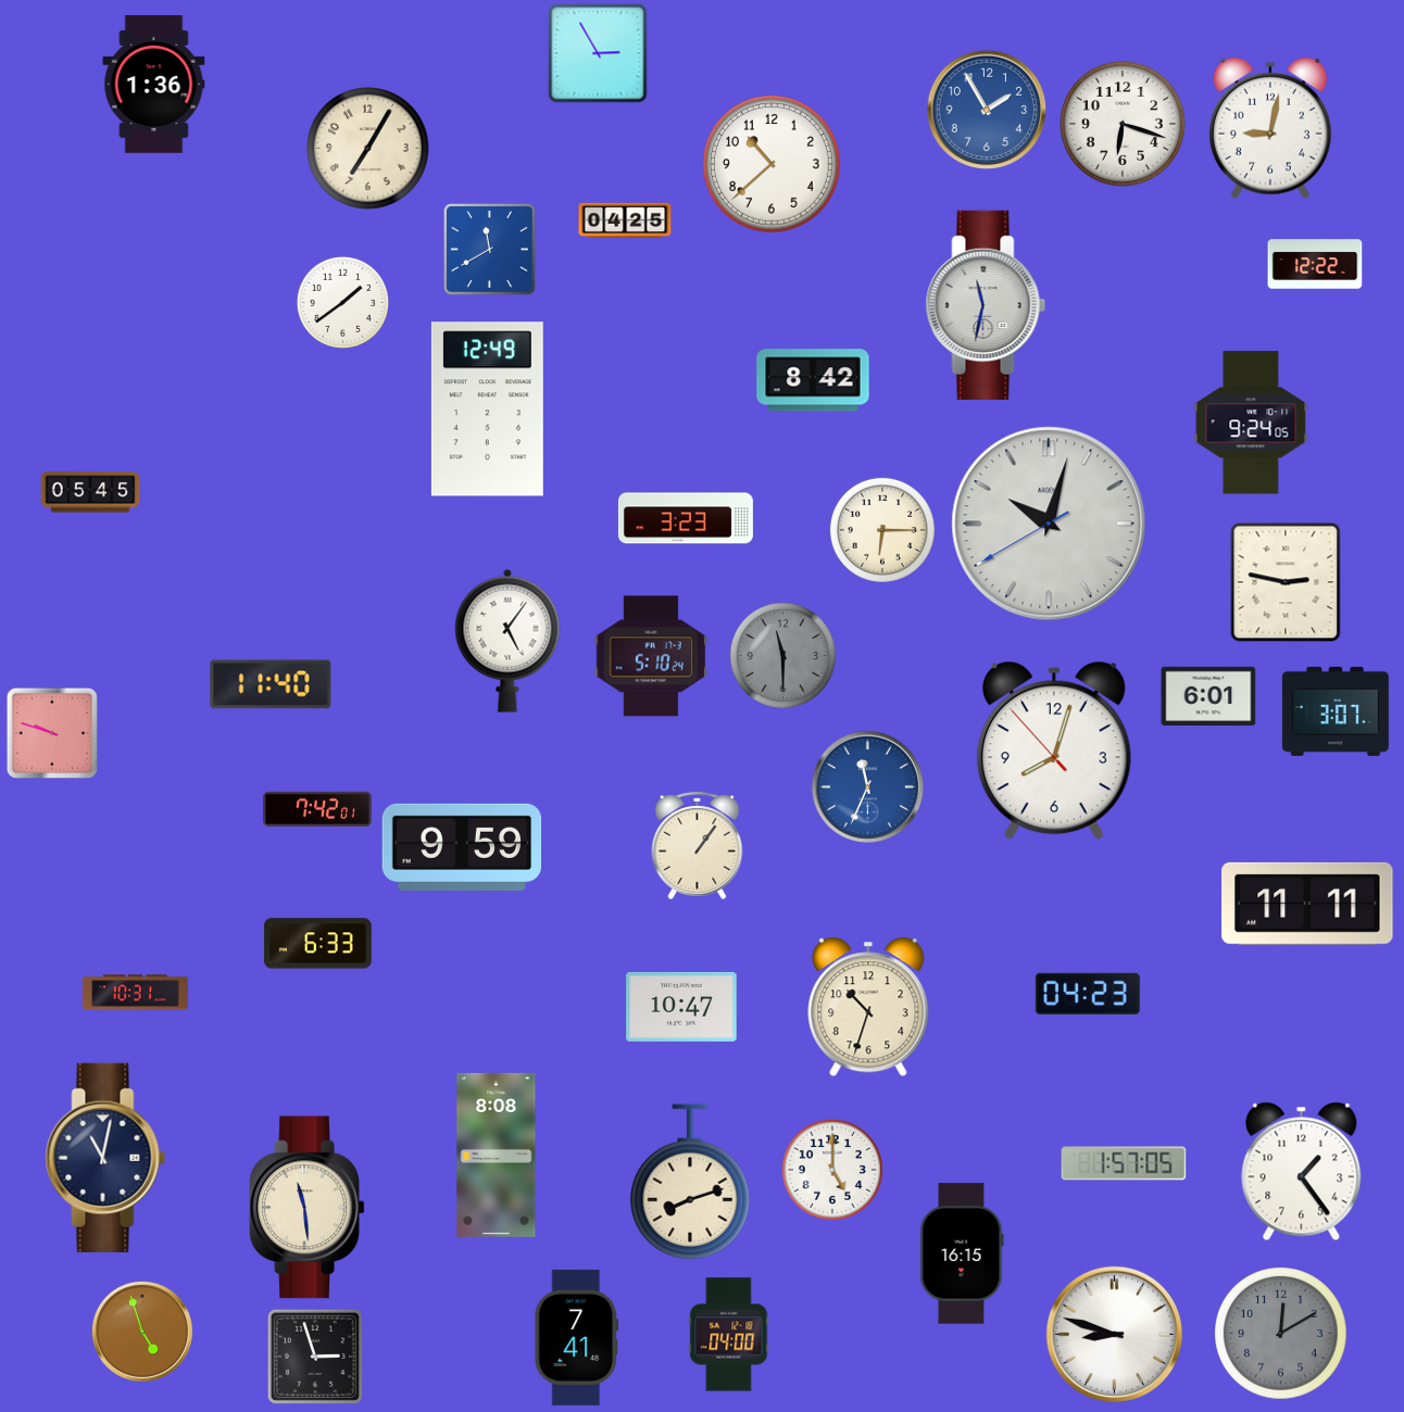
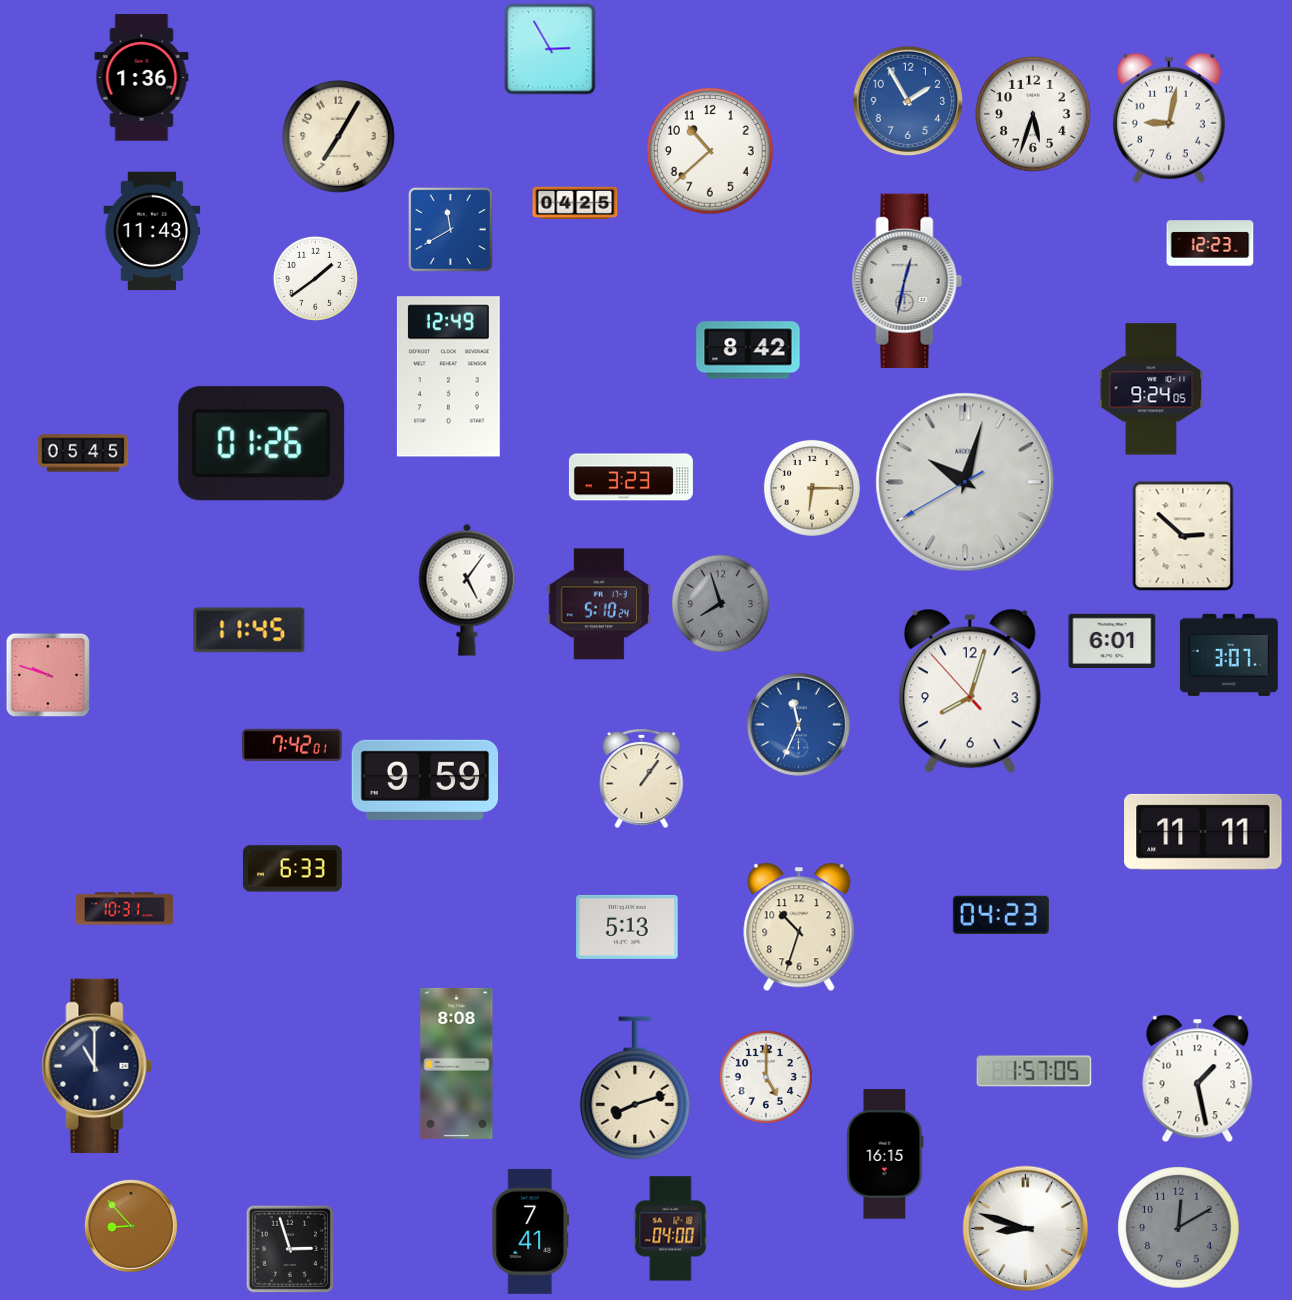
clock at (1124, 125): 6:18 -> 5:33
clock at (152, 231): none -> 11:43
clock at (1315, 264): 12:22 -> 12:23
clock at (986, 305): 11:32 -> 12:32
clock at (262, 444): none -> 01:26
clock at (1286, 582): 2:47 -> 2:52
clock at (782, 655): 11:30 -> 7:57
clock at (271, 684): 11:40 -> 11:45
clock at (135, 993) position: (135, 993) -> (124, 909)
clock at (681, 1007): 10:47 -> 5:13
clock at (105, 1158): 11:02 -> 11:00
clock at (1302, 1172): 1:24 -> 1:28
clock at (308, 1208): 11:29 -> none
clock at (142, 1332): 4:57 -> 8:53
